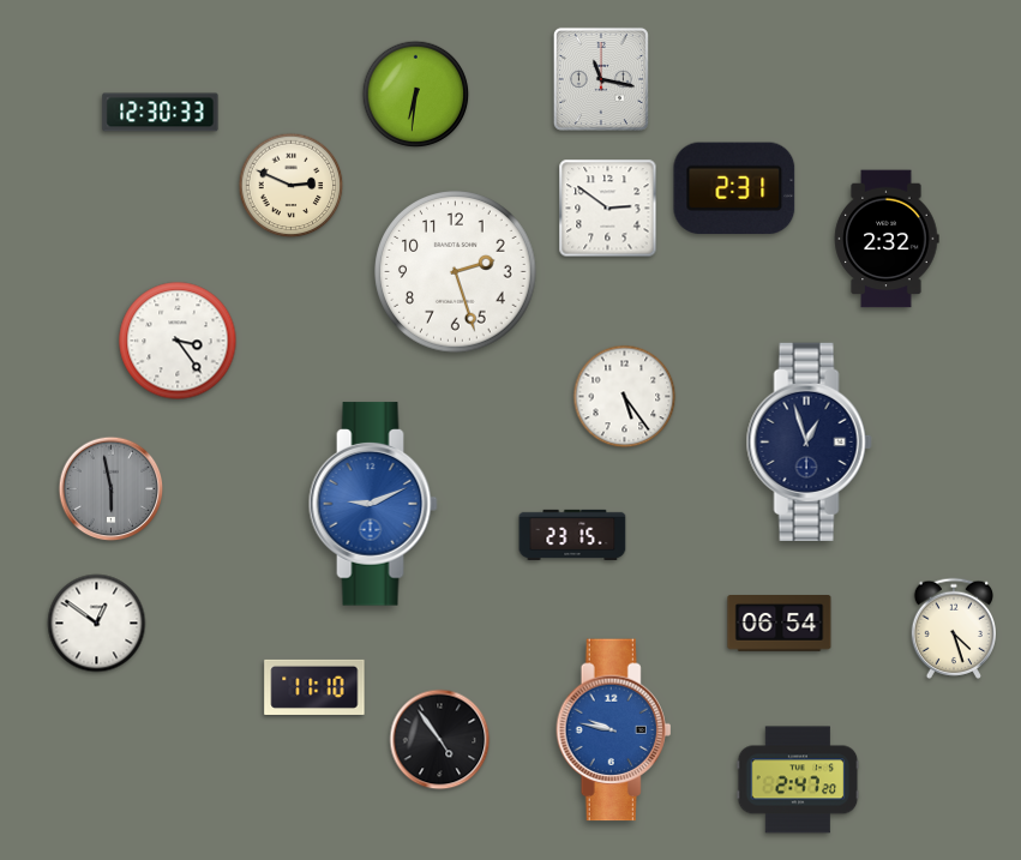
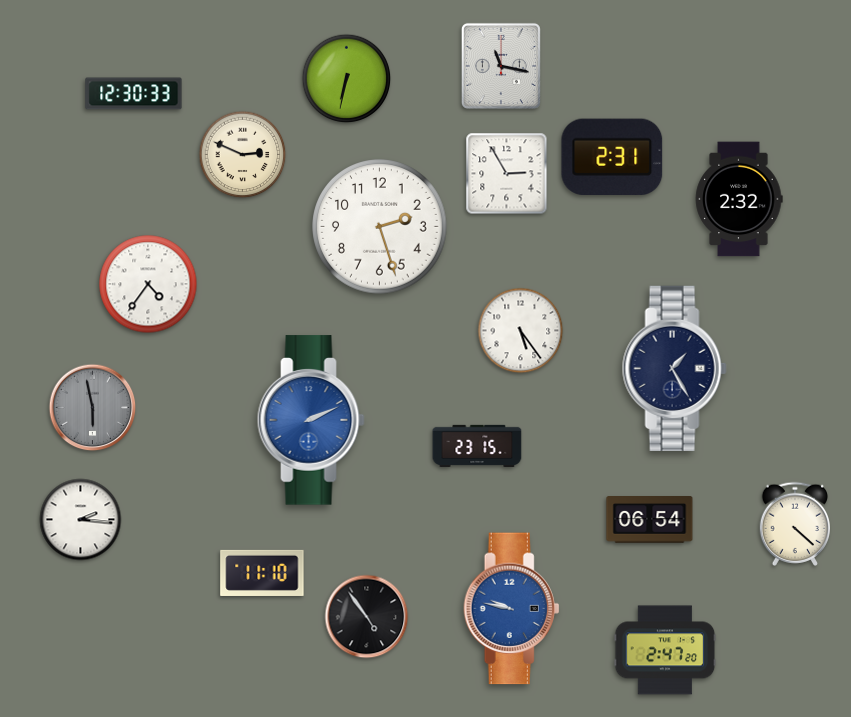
clock at (416, 95): 6:31 -> 6:32
clock at (608, 209): 2:51 -> 2:55
clock at (178, 341): 3:24 -> 4:36
clock at (809, 441): 12:57 -> 1:25
clock at (373, 504): 9:11 -> 2:11
clock at (97, 624): 12:51 -> 2:16
clock at (953, 629): 4:27 -> 4:22
